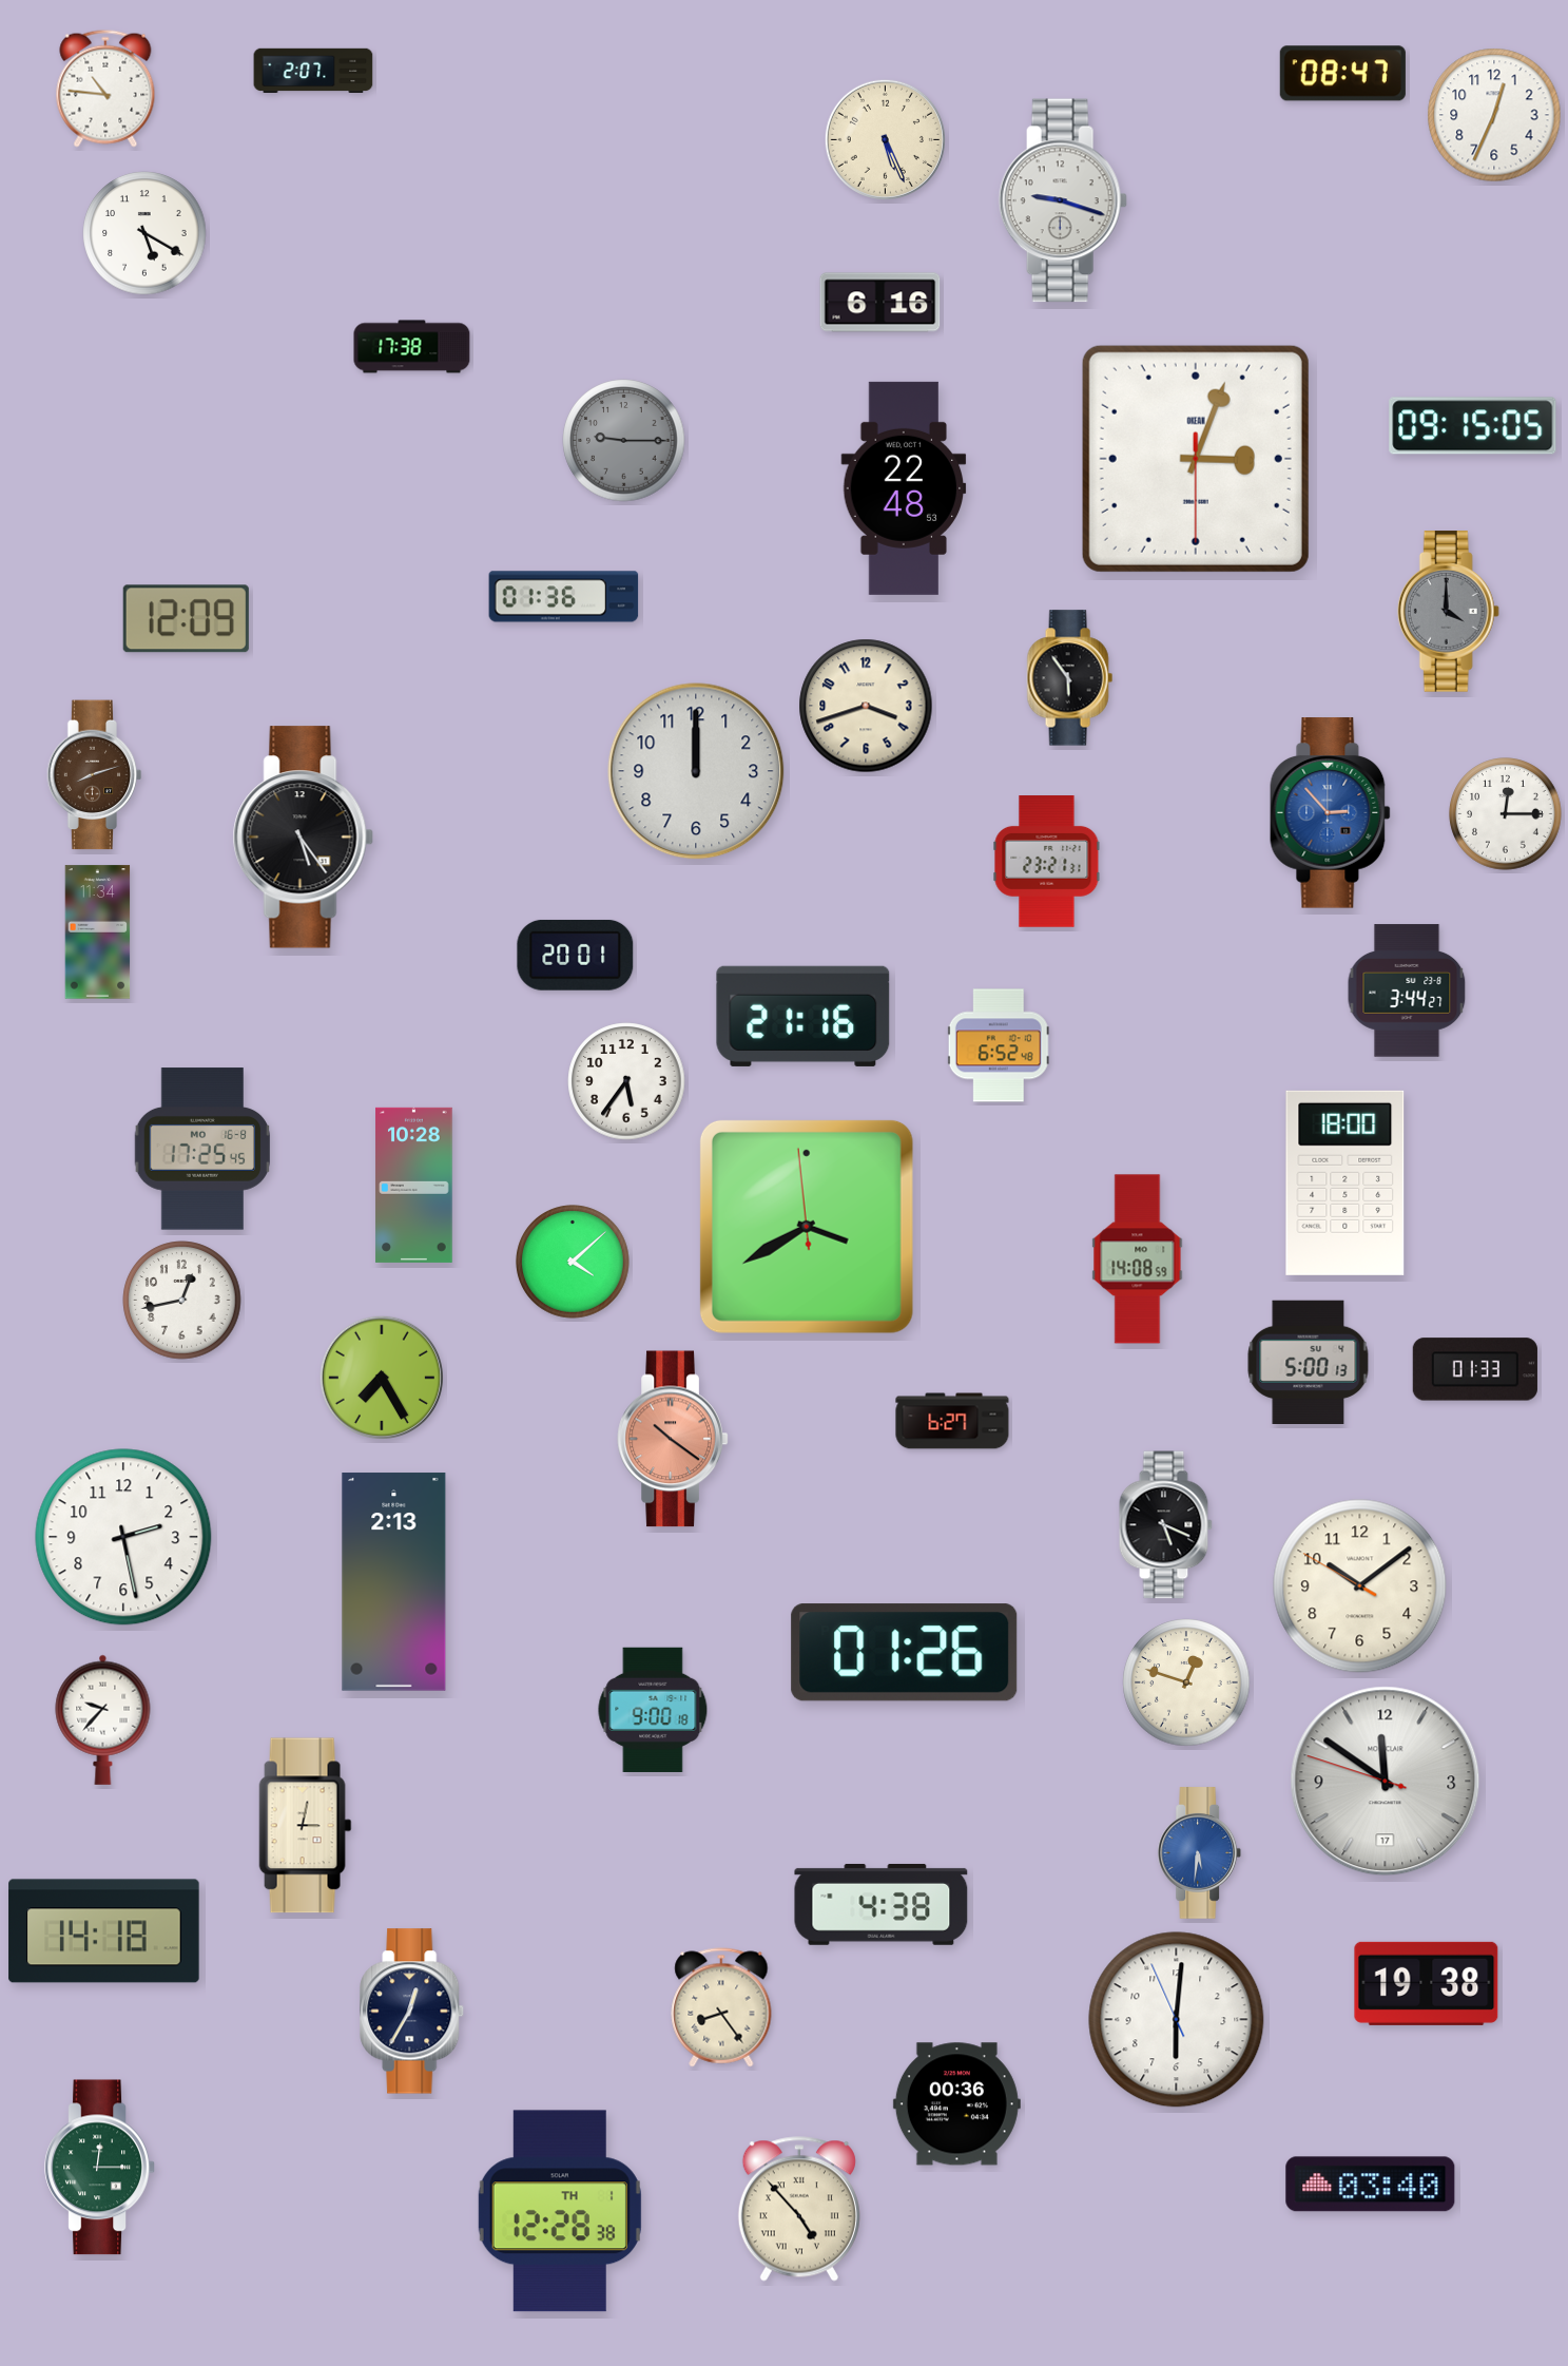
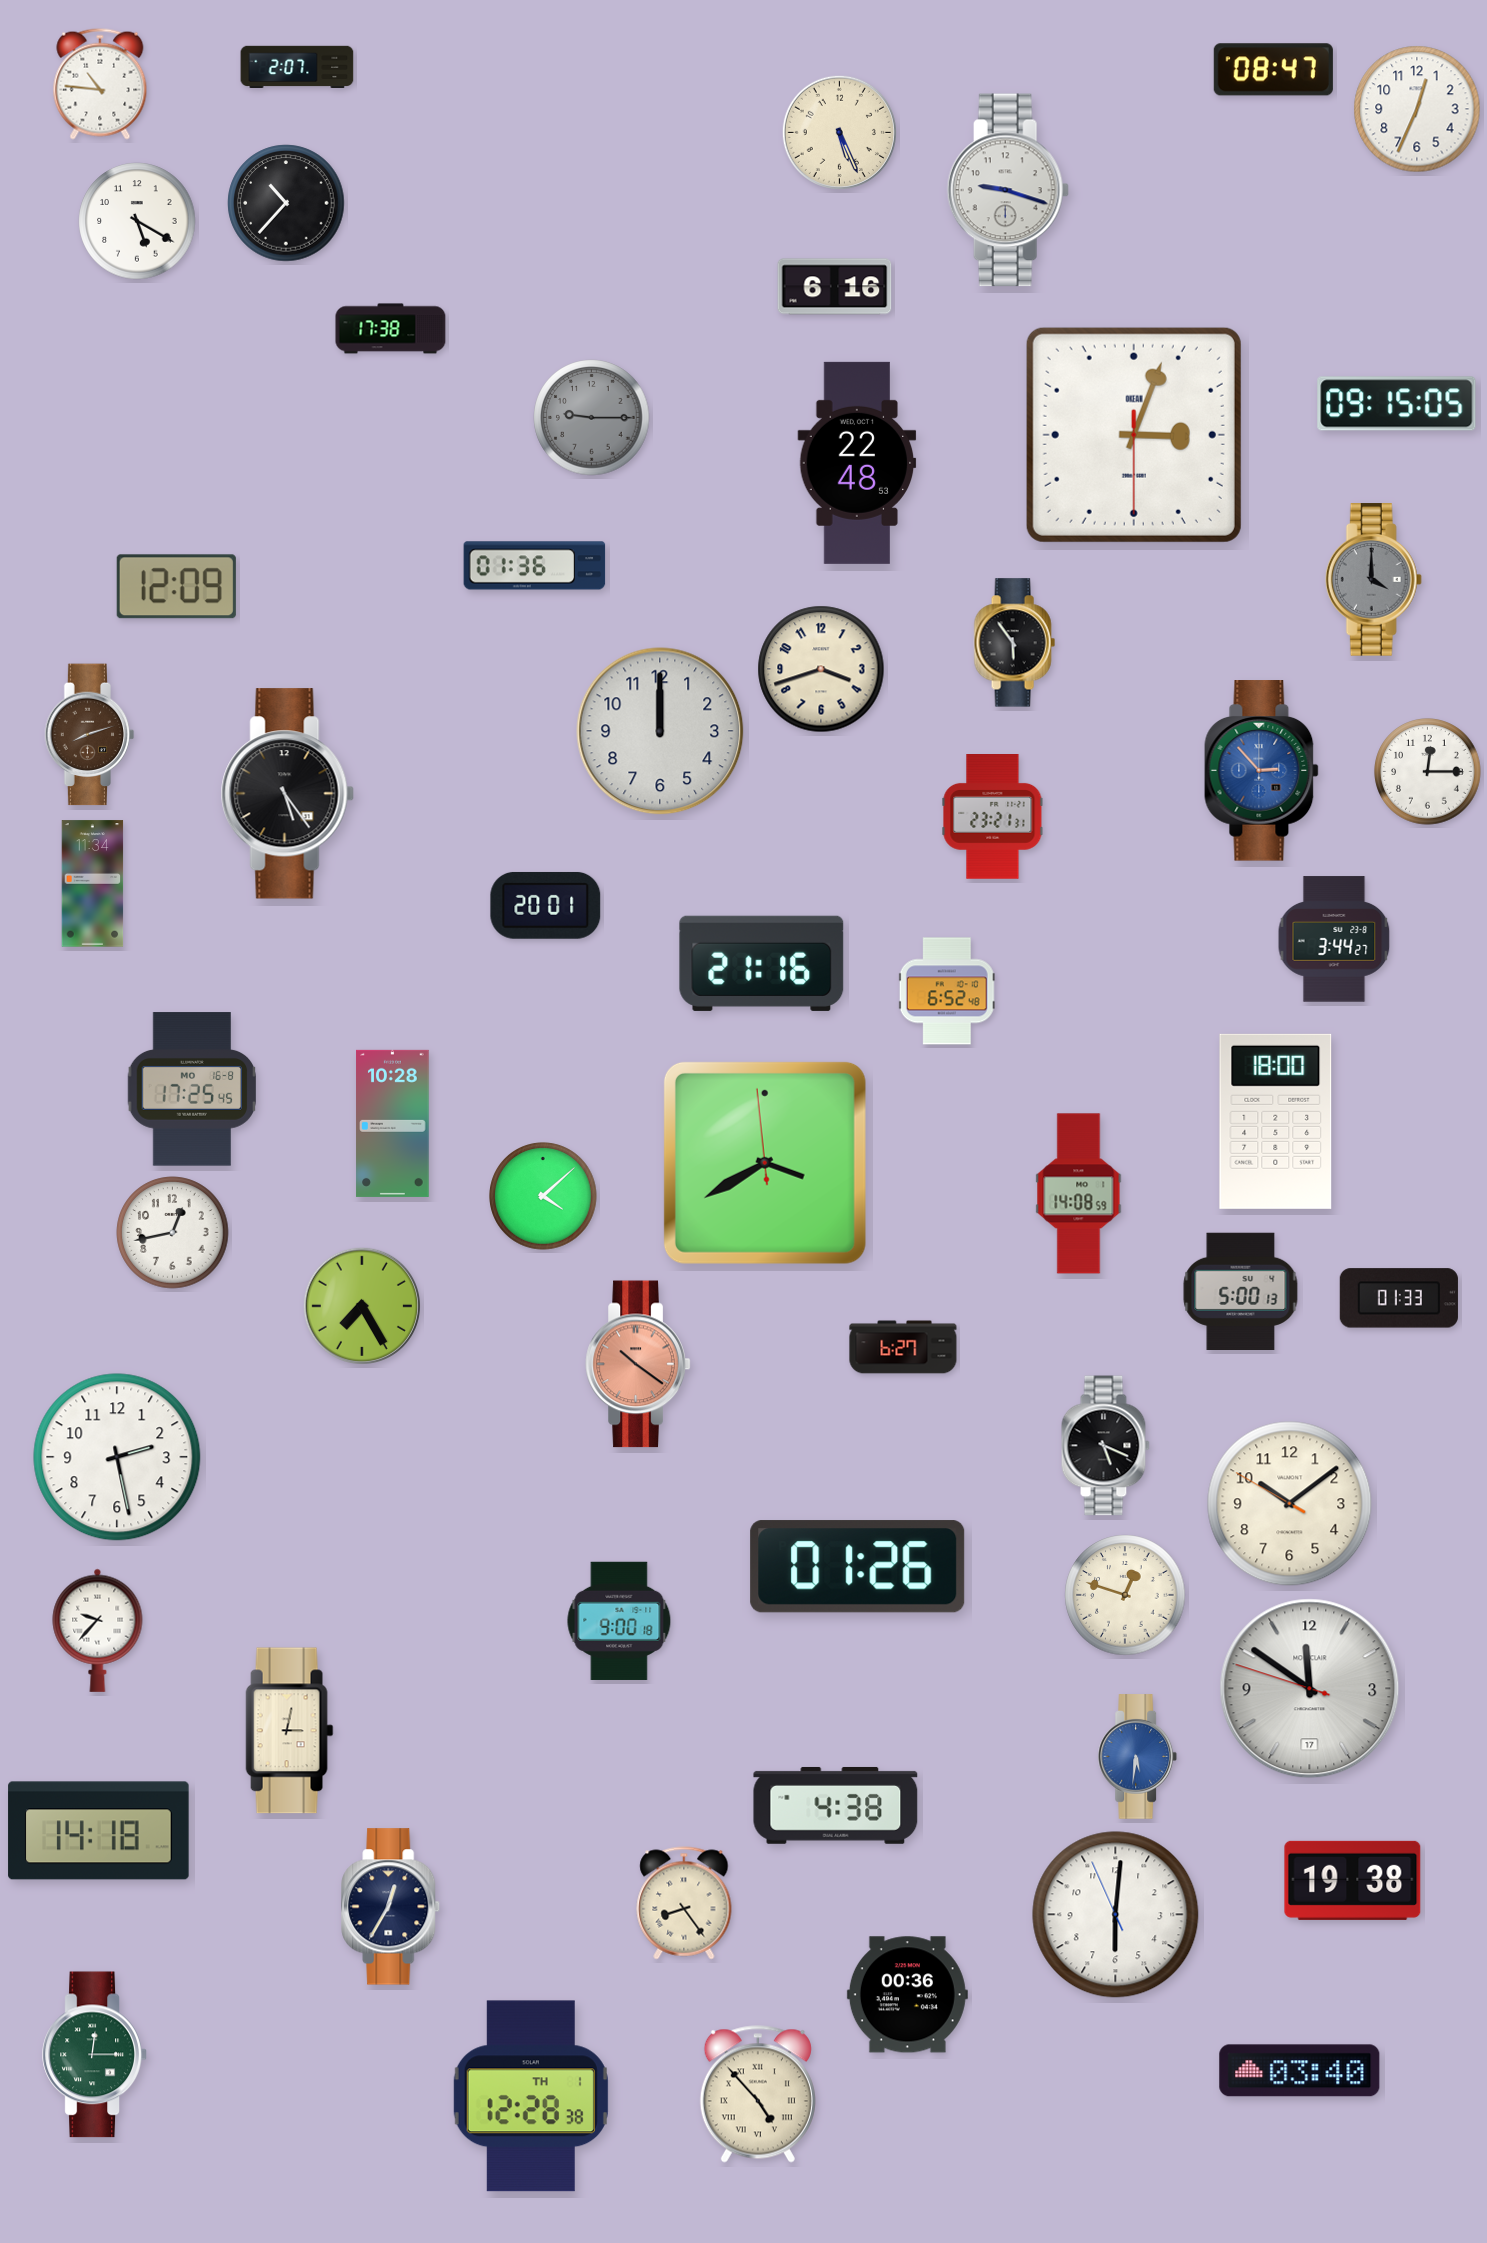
clock at (286, 203): none -> 10:37
clock at (626, 1081): 5:36 -> none
clock at (394, 1582): 2:13 -> none
clock at (1386, 1782) position: (1386, 1782) -> (1310, 1689)
